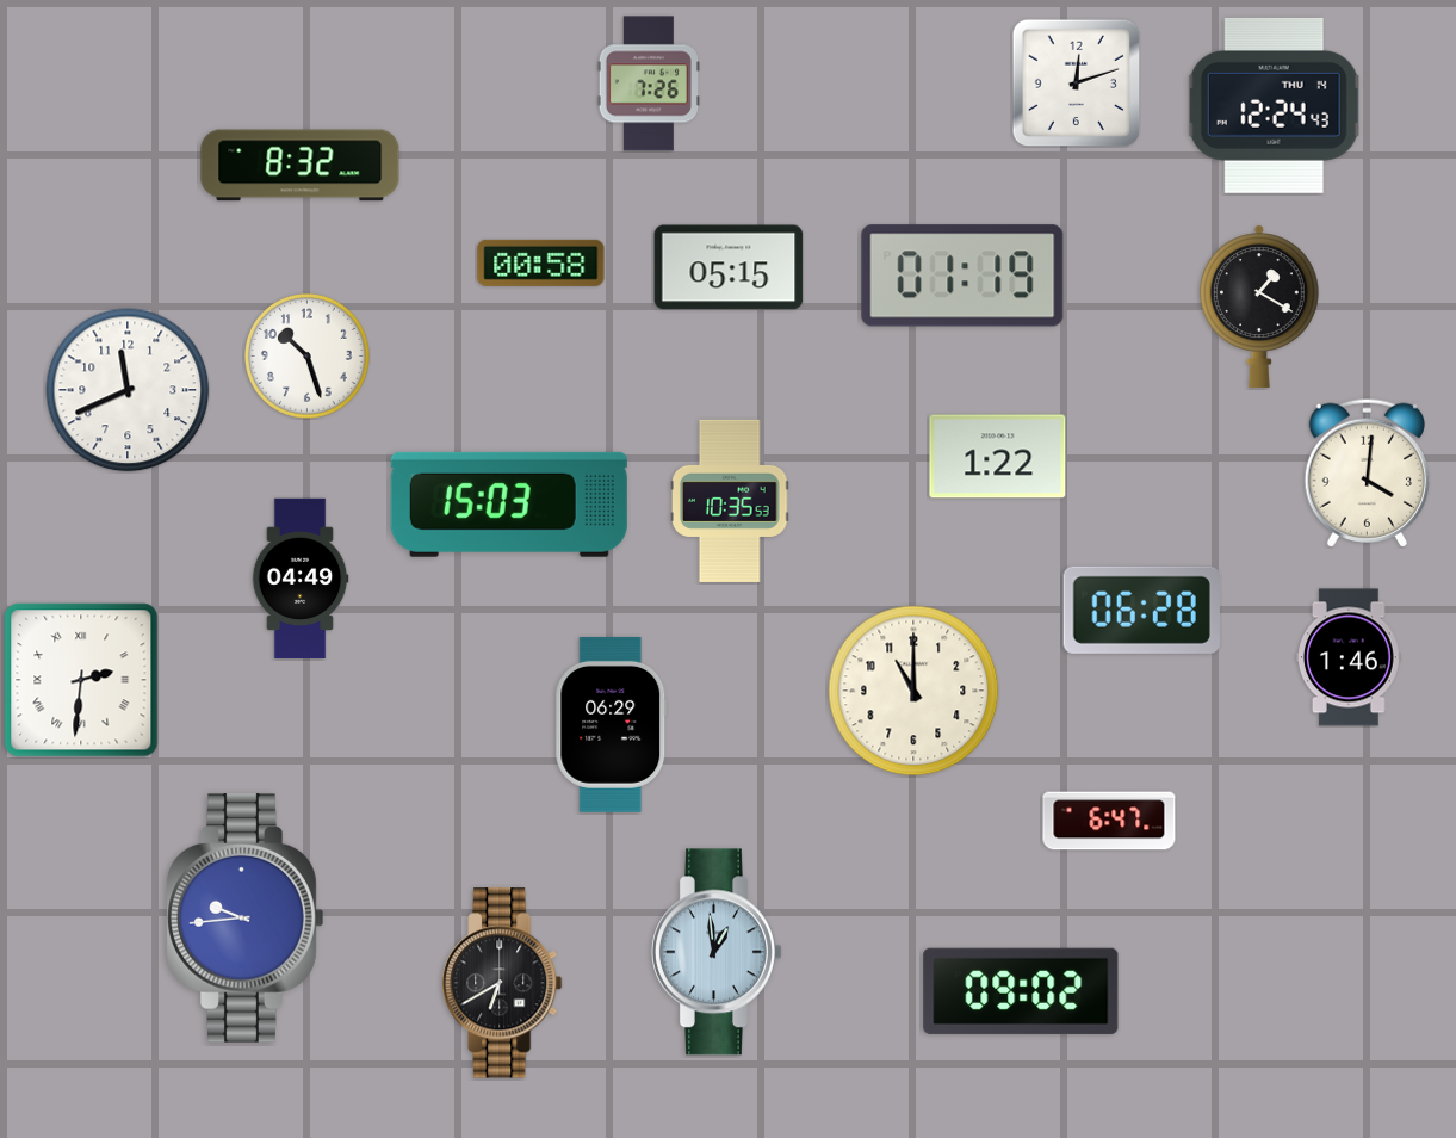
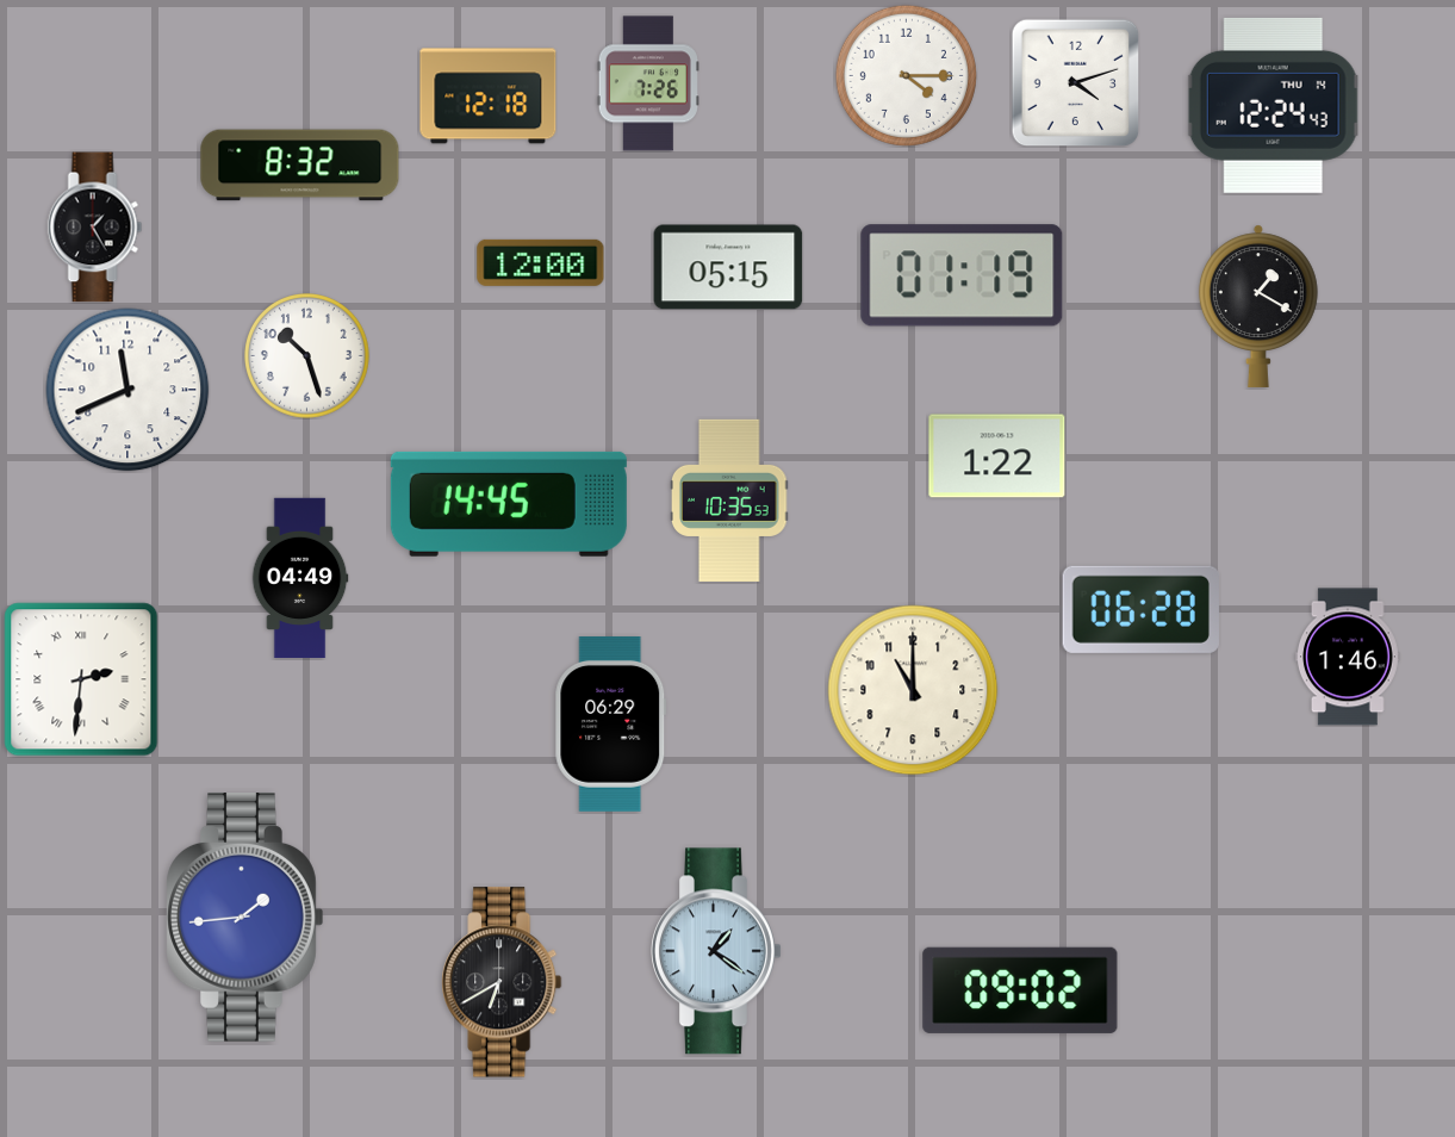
clock at (906, 75): none -> 4:15
clock at (1076, 82): 12:12 -> 4:12
clock at (489, 97): none -> 12:18
clock at (95, 228): none -> 1:25
clock at (541, 262): 00:58 -> 12:00
clock at (1367, 472): 4:01 -> none
clock at (509, 505): 15:03 -> 14:45
clock at (1109, 821): 6:47 -> none
clock at (246, 919): 9:44 -> 1:44
clock at (718, 952): 12:59 -> 1:21
